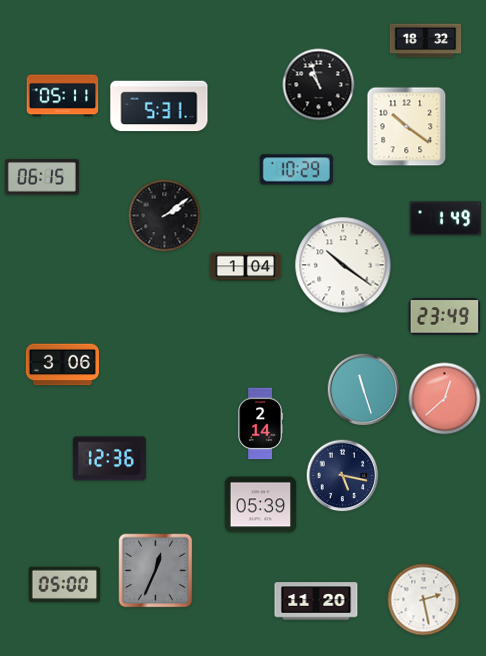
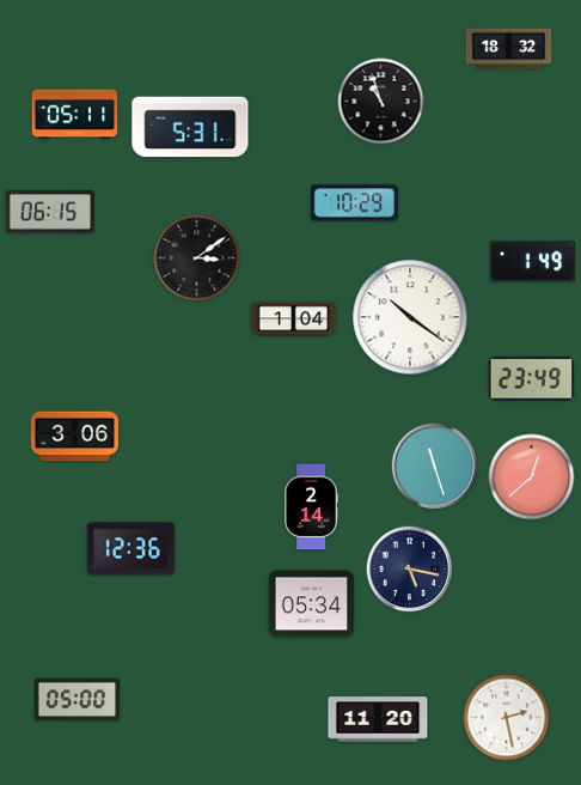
clock at (407, 127): 10:21 -> none
clock at (165, 216): 2:09 -> 3:09
clock at (261, 505): 05:39 -> 05:34
clock at (156, 571): 12:34 -> none
